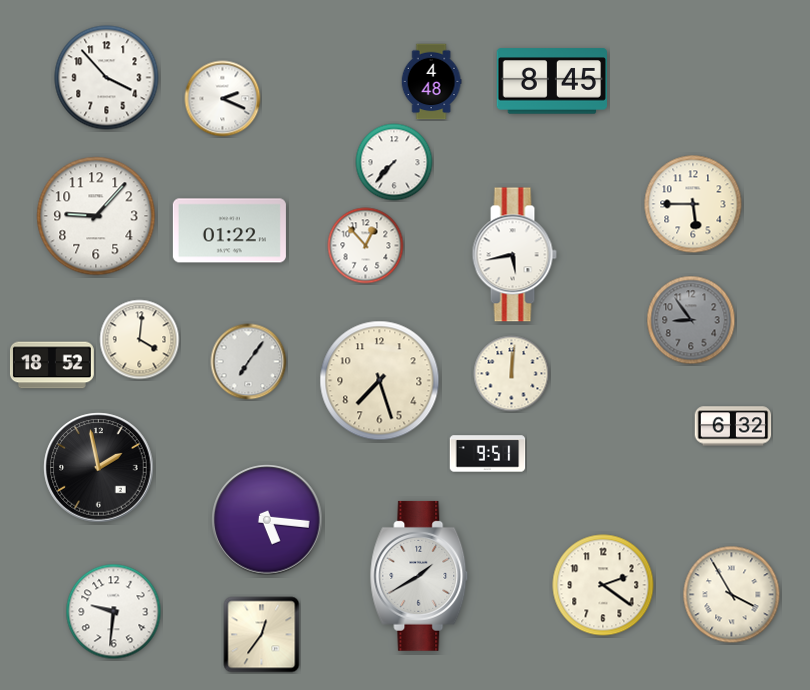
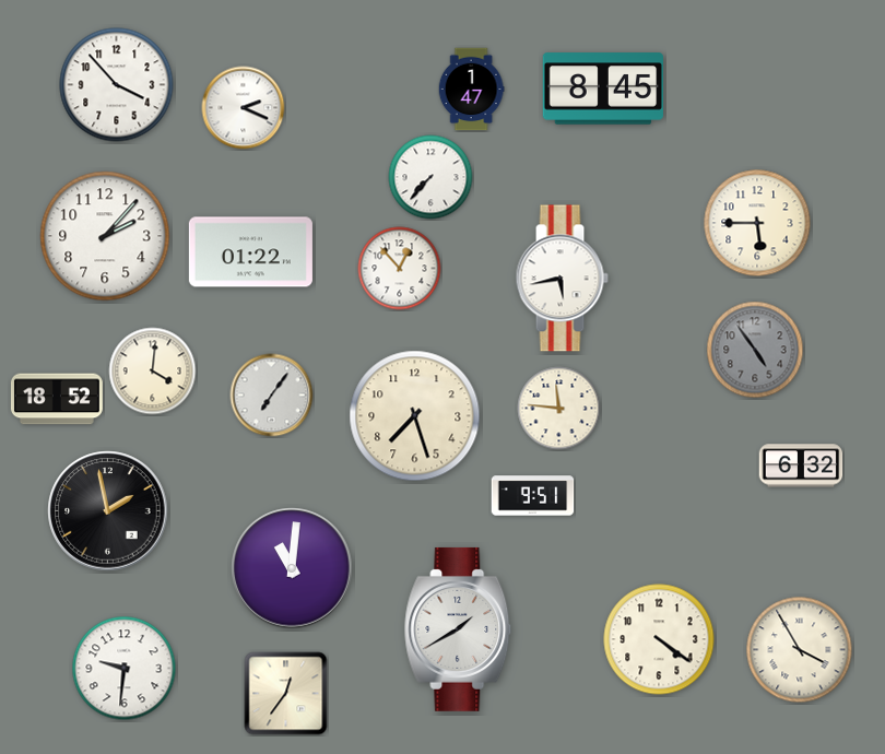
clock at (431, 82): 4:48 -> 1:47
clock at (96, 216): 9:07 -> 2:07
clock at (691, 320): 8:54 -> 4:54
clock at (512, 374): 12:01 -> 11:46
clock at (267, 520): 5:16 -> 11:01
clock at (603, 585): 2:21 -> 4:21
